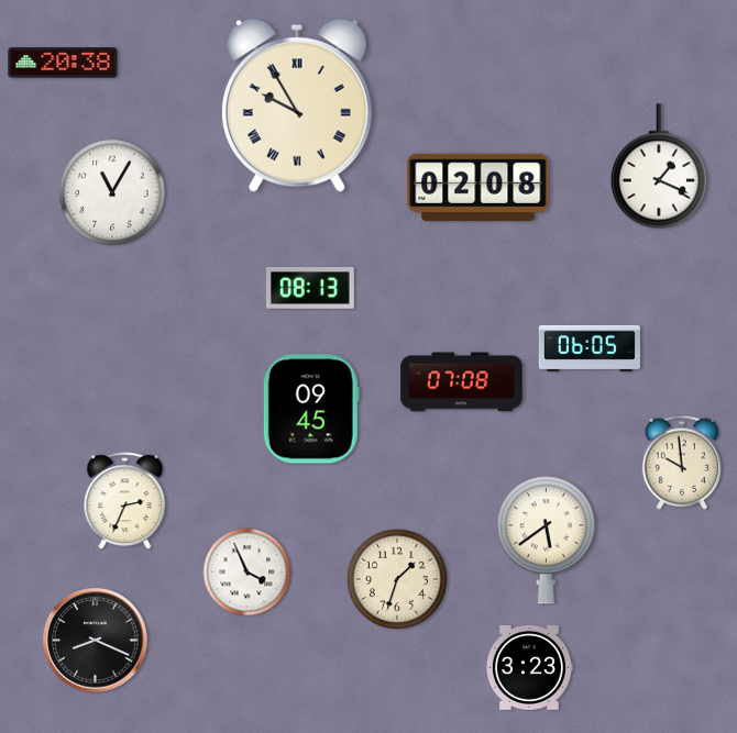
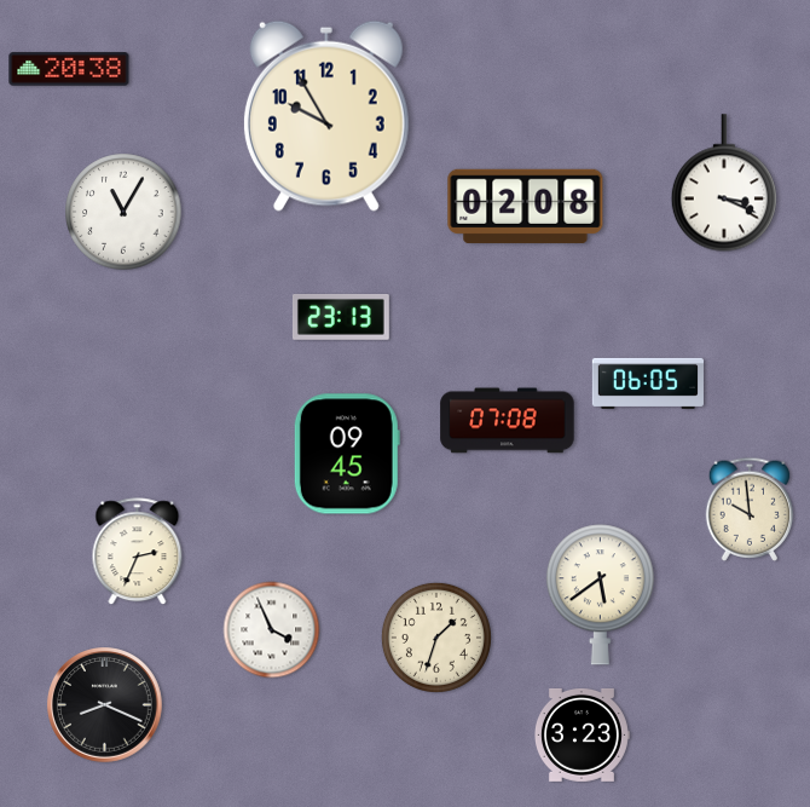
clock at (297, 105) numerals: Roman -> Arabic
clock at (659, 166): 1:19 -> 3:19
clock at (310, 289): 08:13 -> 23:13
clock at (311, 409) position: (311, 409) -> (347, 454)
